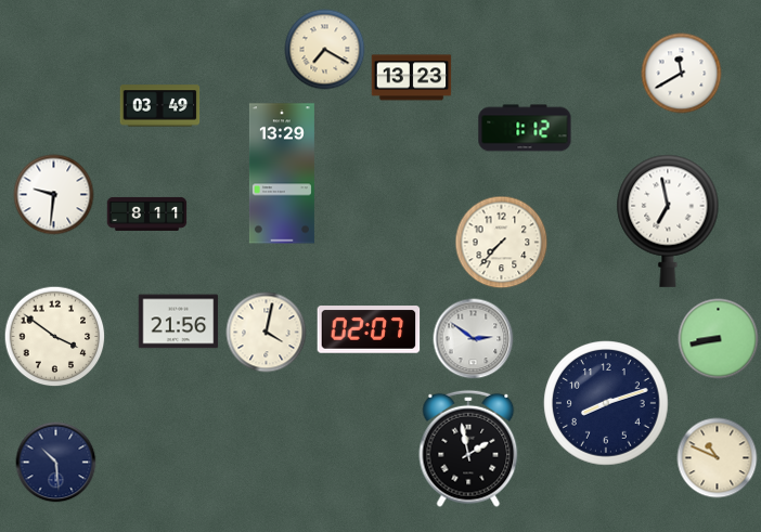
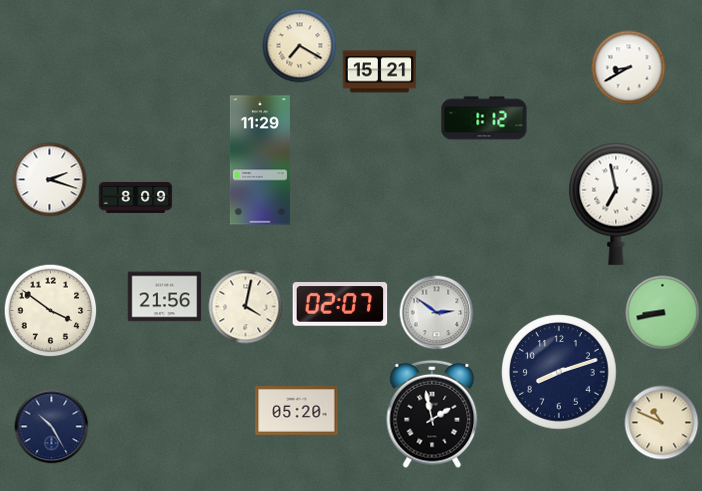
clock at (682, 74): 11:40 -> 8:40
clock at (412, 78): 13:23 -> 15:21
clock at (160, 106): 03:49 -> none
clock at (282, 173): 13:29 -> 11:29
clock at (54, 195): 9:31 -> 2:18
clock at (147, 213): 8:11 -> 8:09
clock at (502, 243): 7:37 -> none
clock at (297, 410): none -> 05:20
clock at (56, 463): 10:29 -> 10:25
